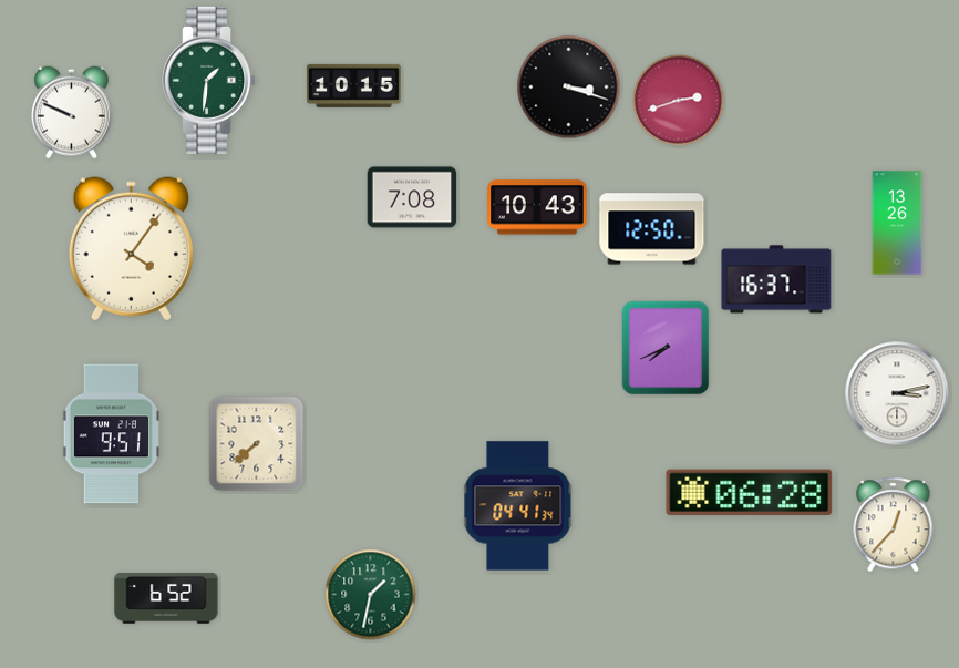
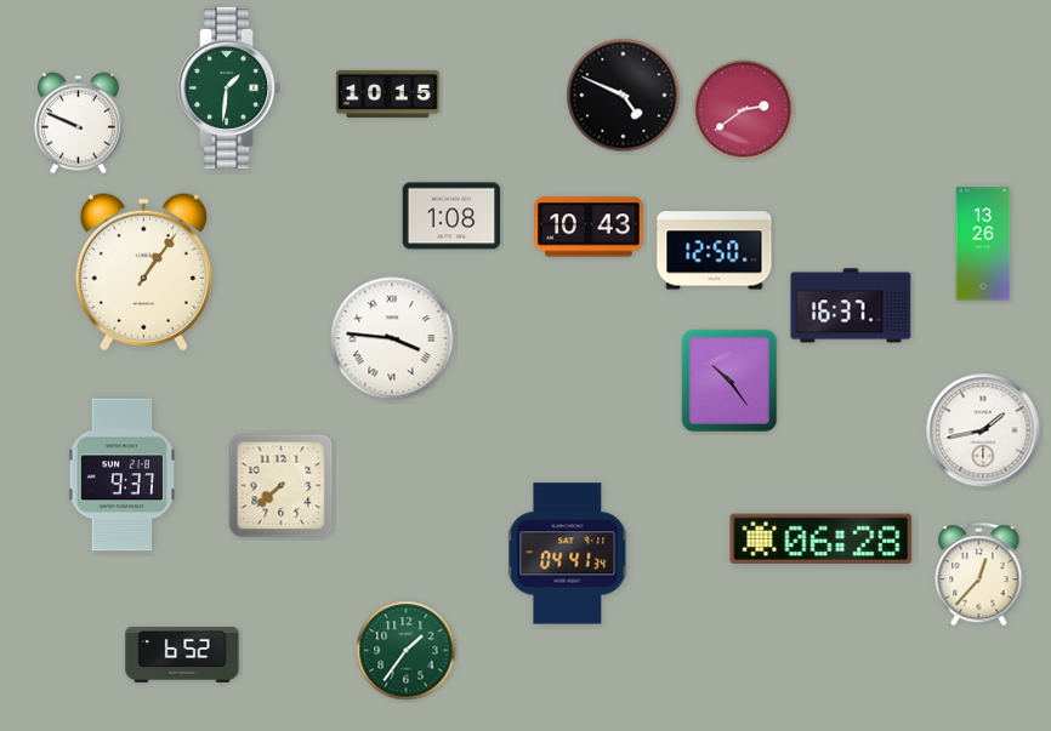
clock at (569, 88): 3:18 -> 4:49
clock at (679, 101): 2:42 -> 2:39
clock at (412, 197): 7:08 -> 1:08
clock at (131, 249): 4:06 -> 1:06
clock at (392, 338): none -> 3:46
clock at (666, 348): 7:41 -> 10:24
clock at (897, 393): 3:13 -> 1:43
clock at (111, 434): 9:51 -> 9:37
clock at (371, 595): 1:32 -> 1:36
